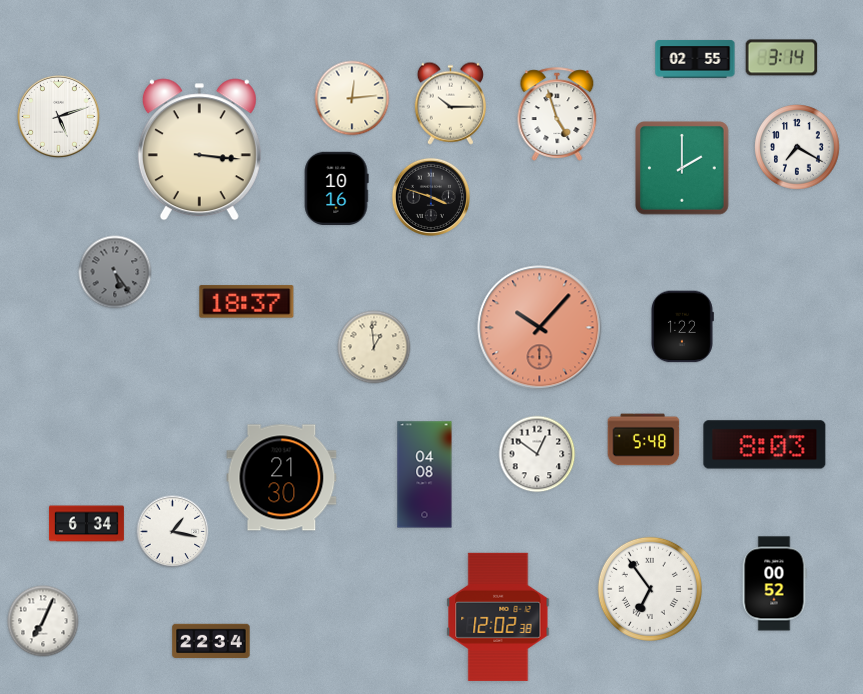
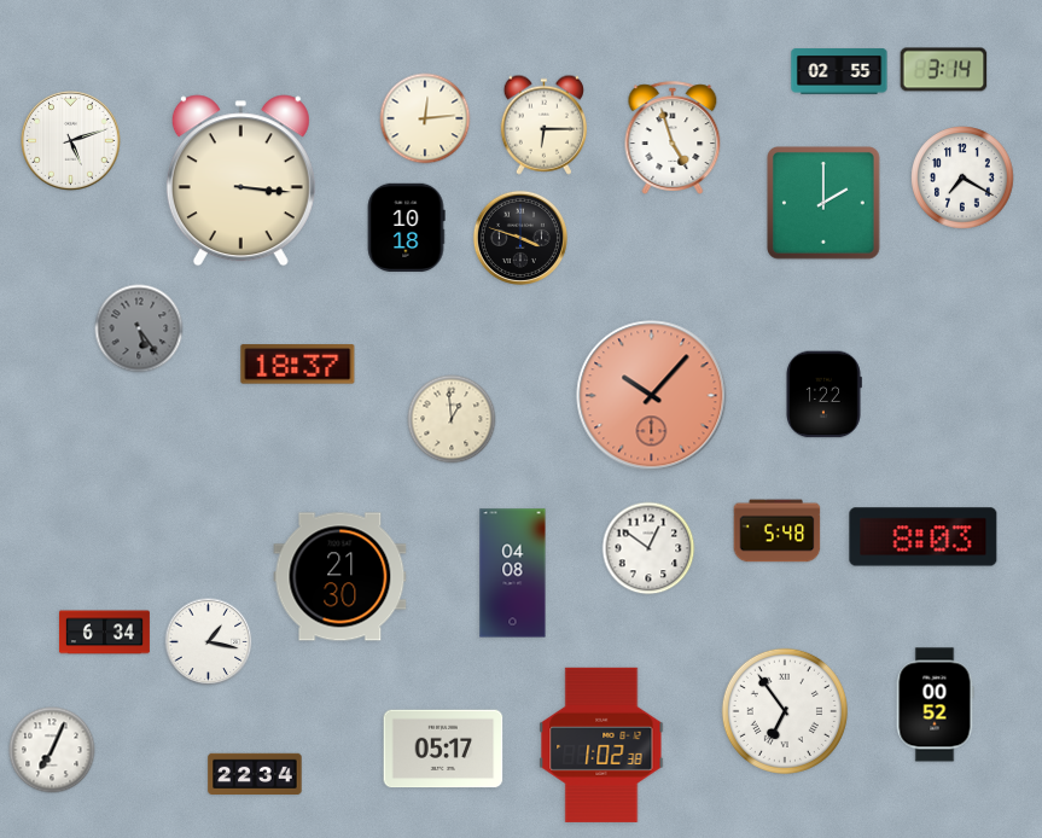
clock at (450, 103): 10:15 -> 6:15
clock at (336, 188): 10:16 -> 10:18
clock at (498, 617): 12:02 -> 1:02
clock at (443, 749): none -> 05:17
